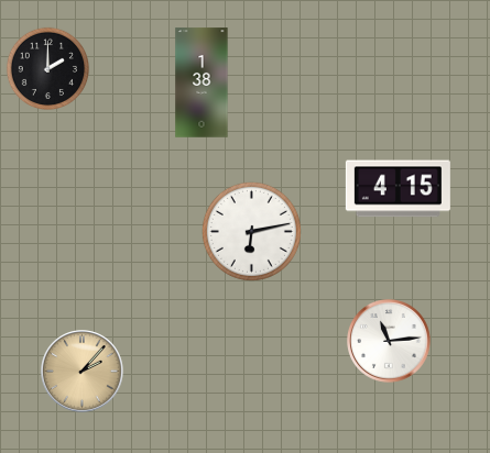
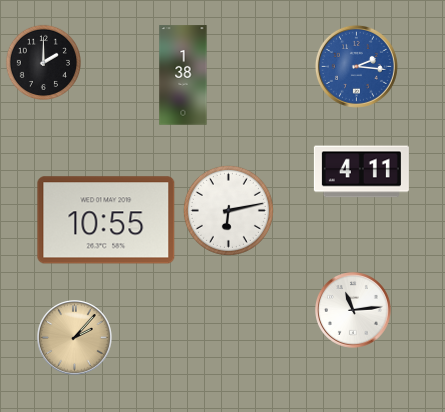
clock at (356, 66): none -> 2:16
clock at (398, 189): 4:15 -> 4:11
clock at (106, 220): none -> 10:55
